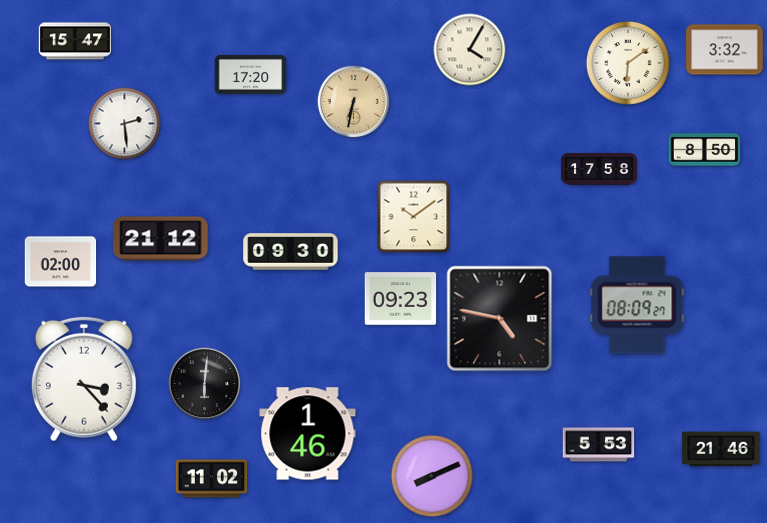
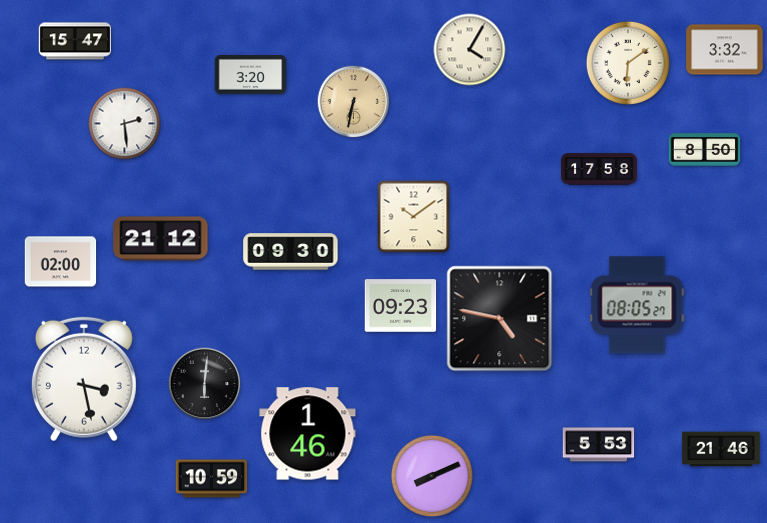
clock at (251, 75): 17:20 -> 3:20
clock at (401, 299) position: (401, 299) -> (401, 306)
clock at (637, 305): 08:09 -> 08:05
clock at (84, 379): 3:23 -> 3:28
clock at (212, 479): 11:02 -> 10:59
